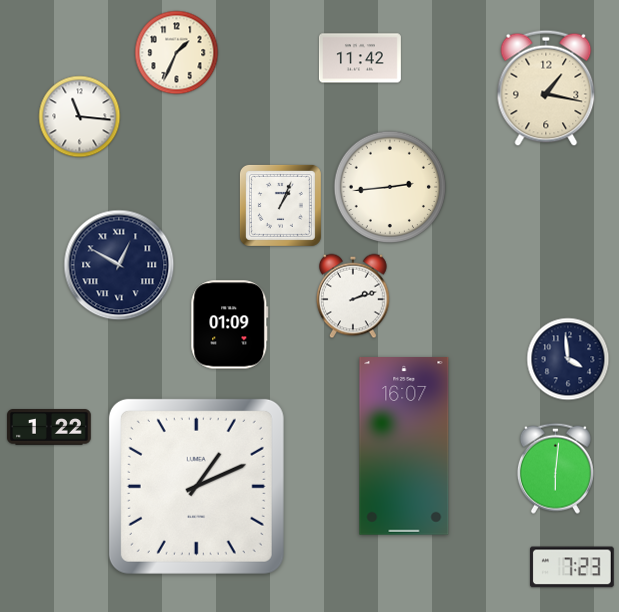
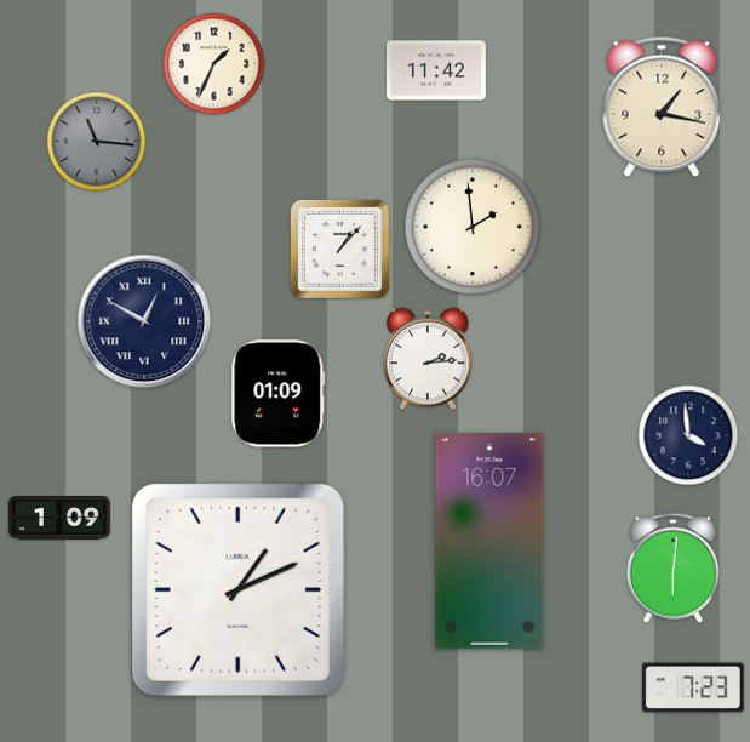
clock at (80, 117) dial: white -> grey
clock at (390, 187): 2:44 -> 1:59
clock at (280, 205): 1:04 -> 1:07
clock at (354, 296): 2:12 -> 2:14
clock at (49, 427): 1:22 -> 1:09
